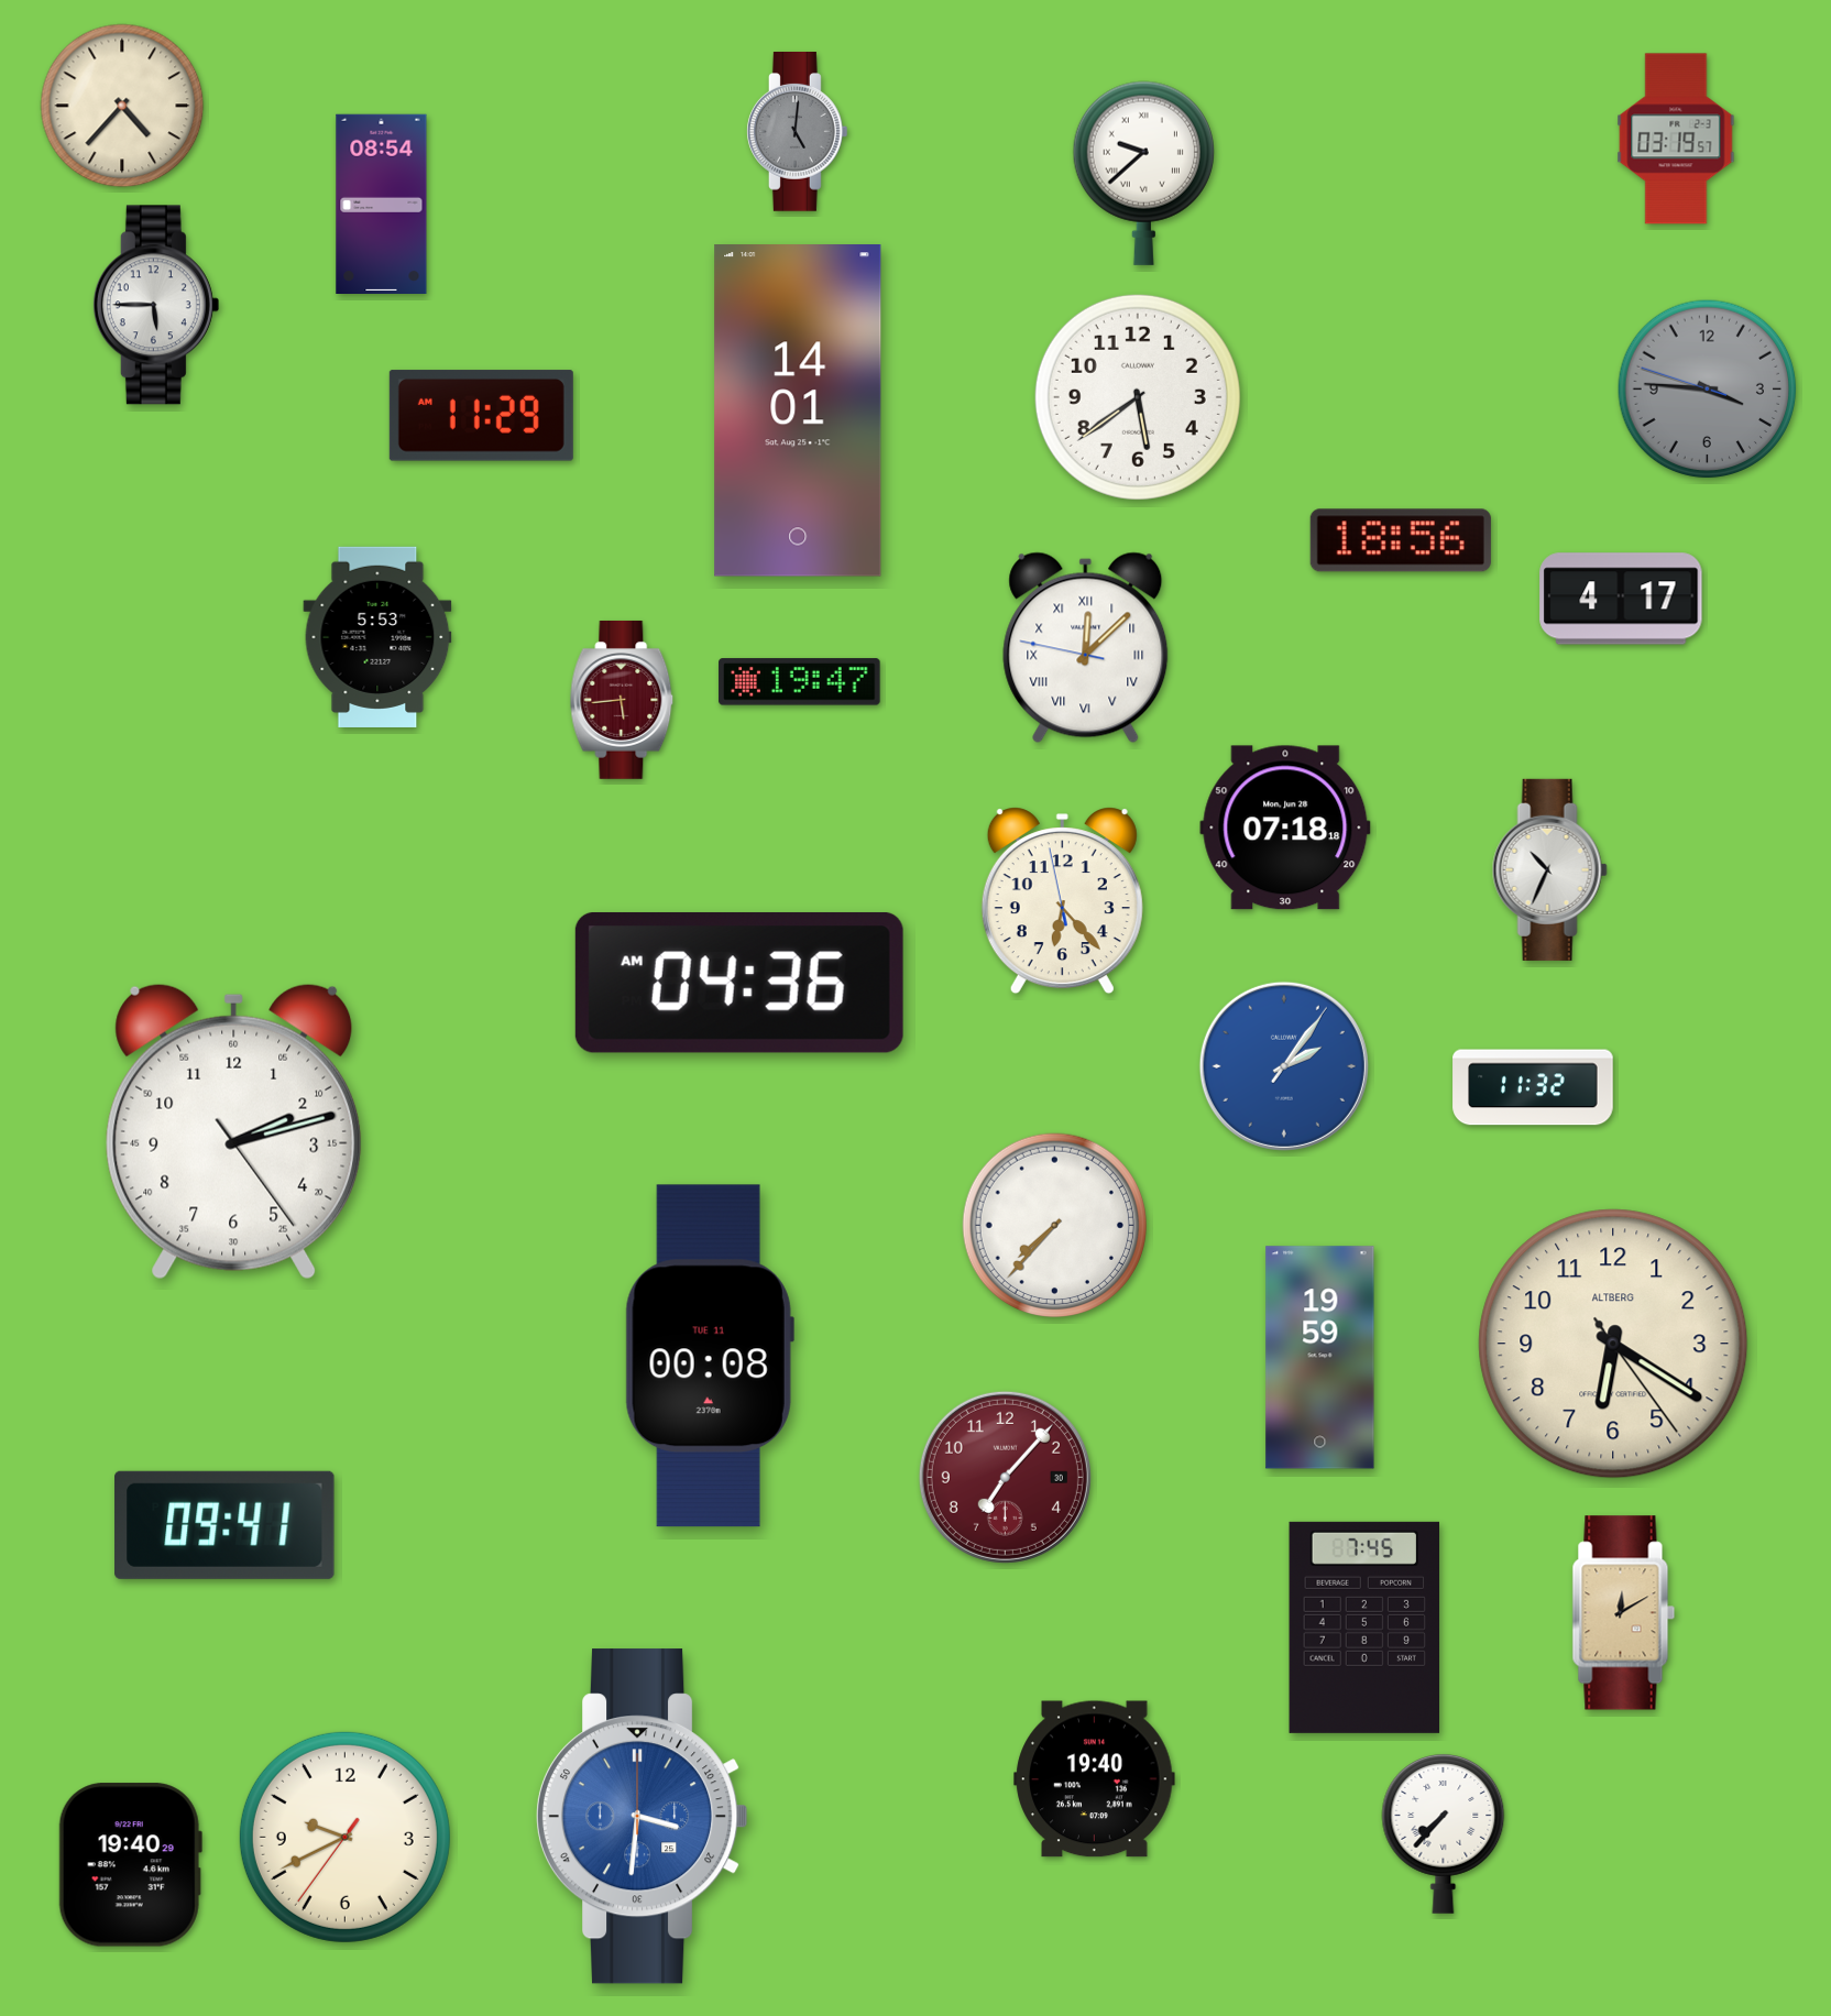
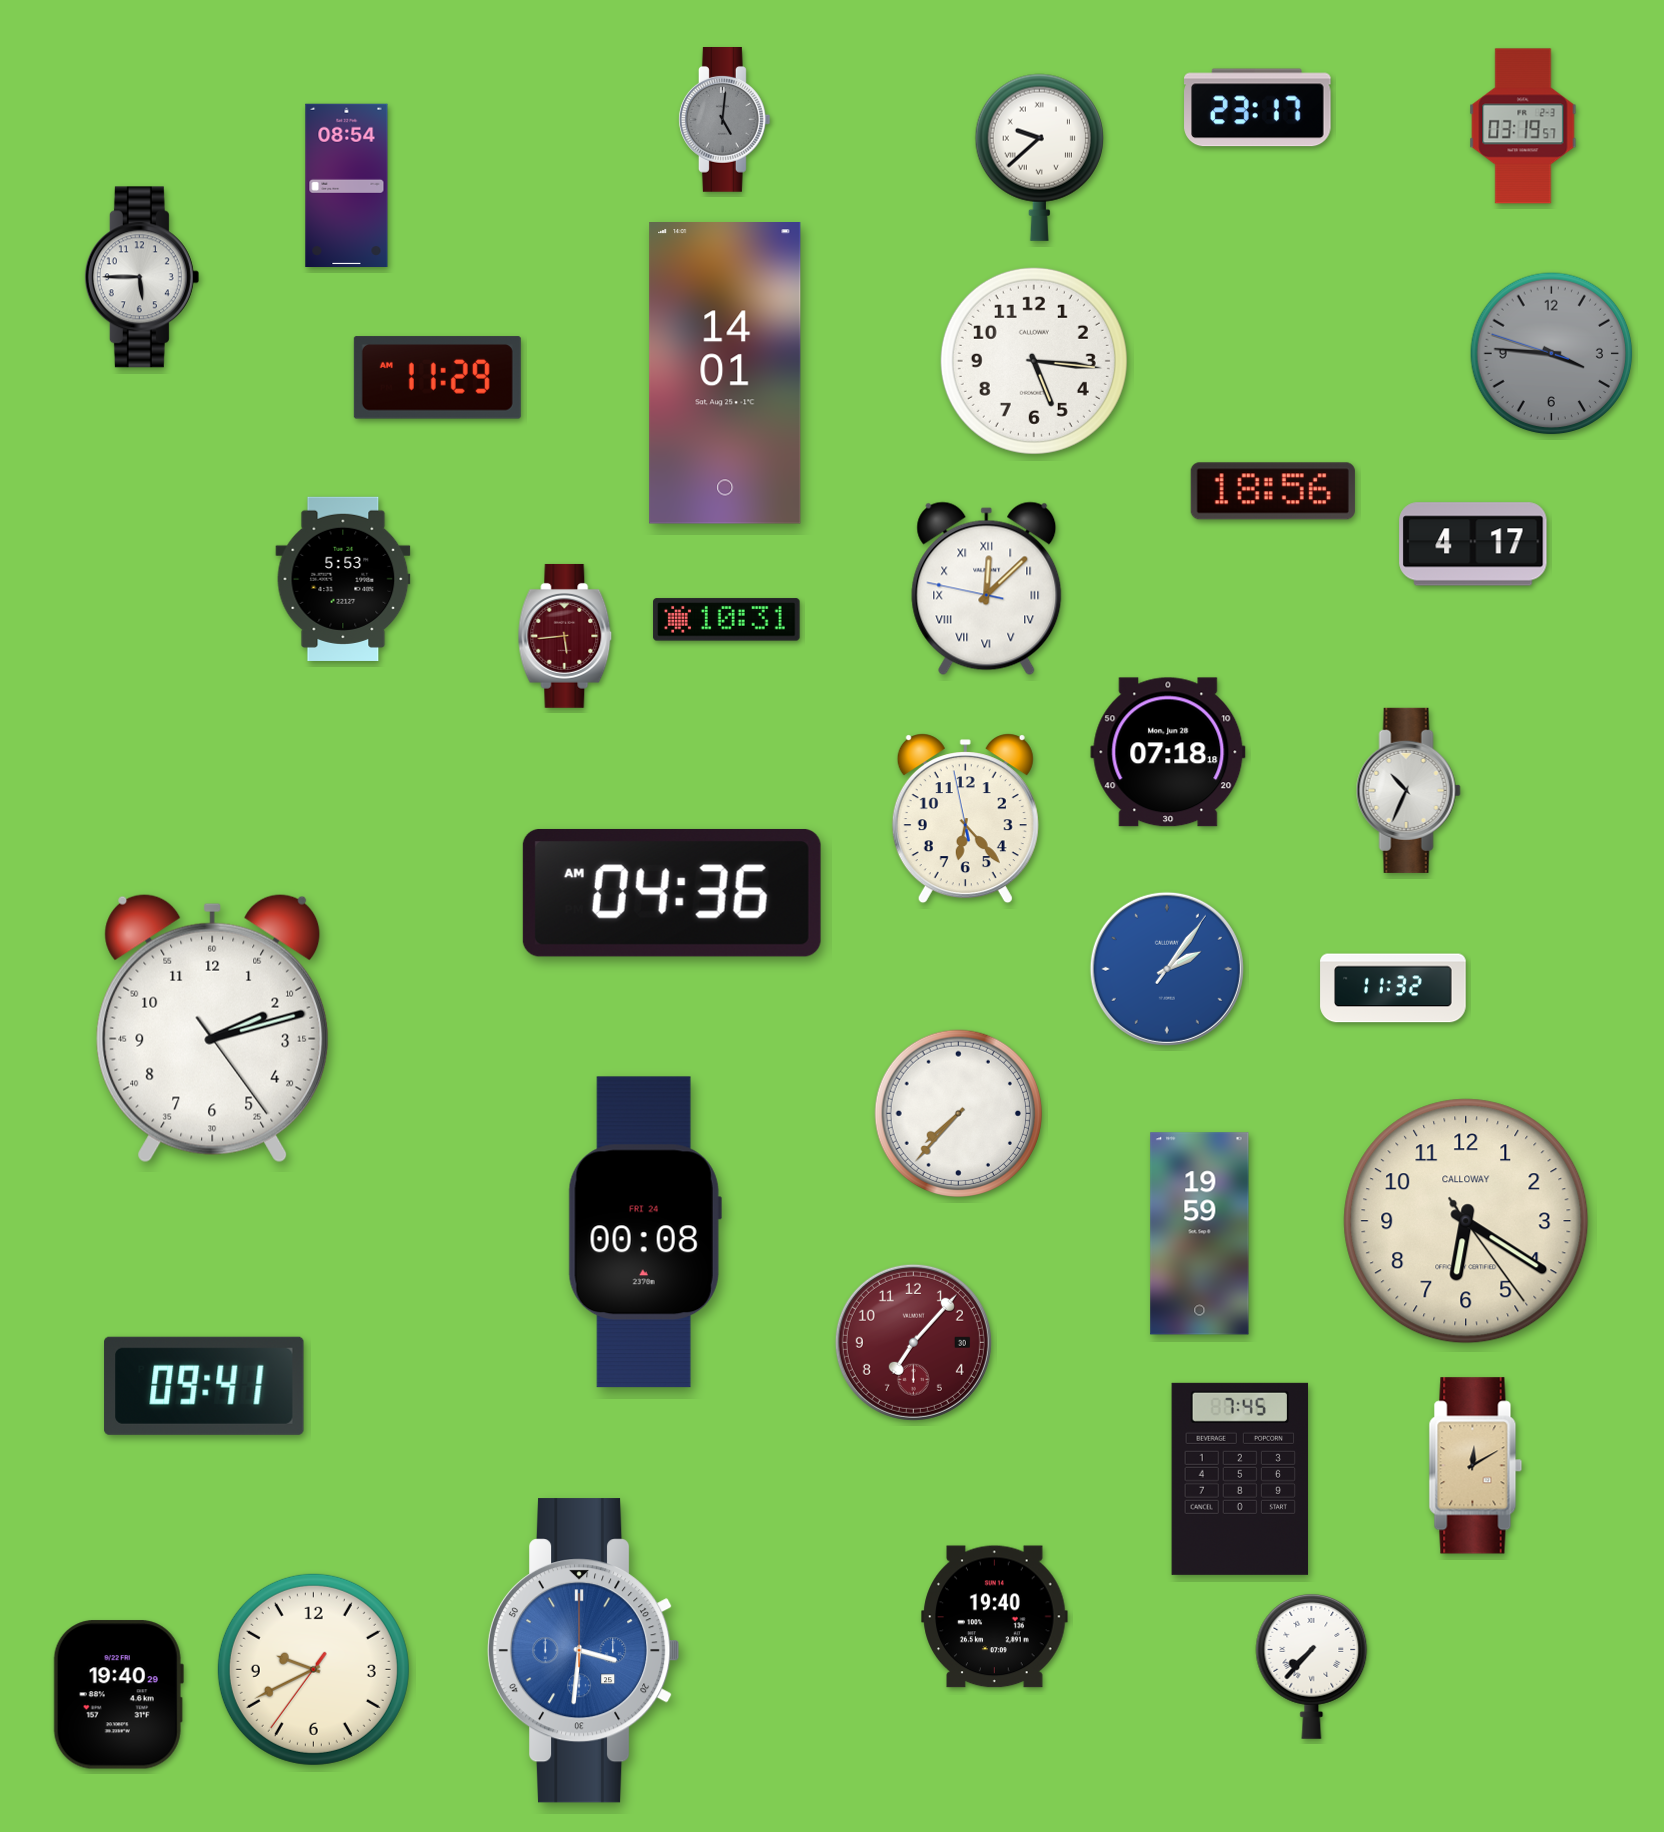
clock at (122, 106): 4:37 -> none
clock at (1258, 108): none -> 23:17
clock at (1138, 397): 5:39 -> 5:16
clock at (800, 682): 19:47 -> 10:31
clock at (1613, 1344) brand: ALTBERG -> CALLOWAY
clock at (710, 1356) date: TUE 11 -> FRI 24
